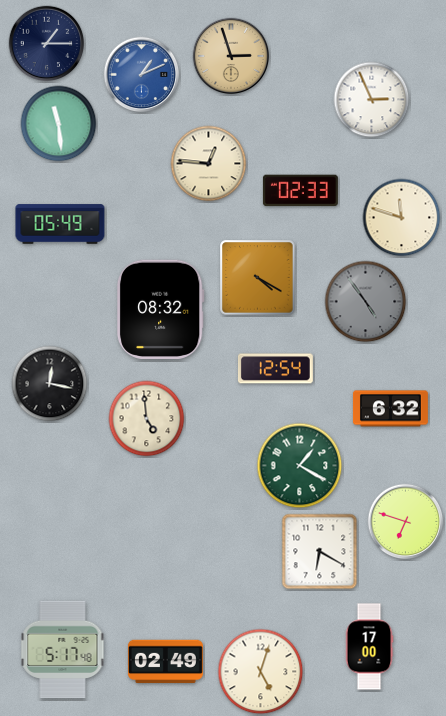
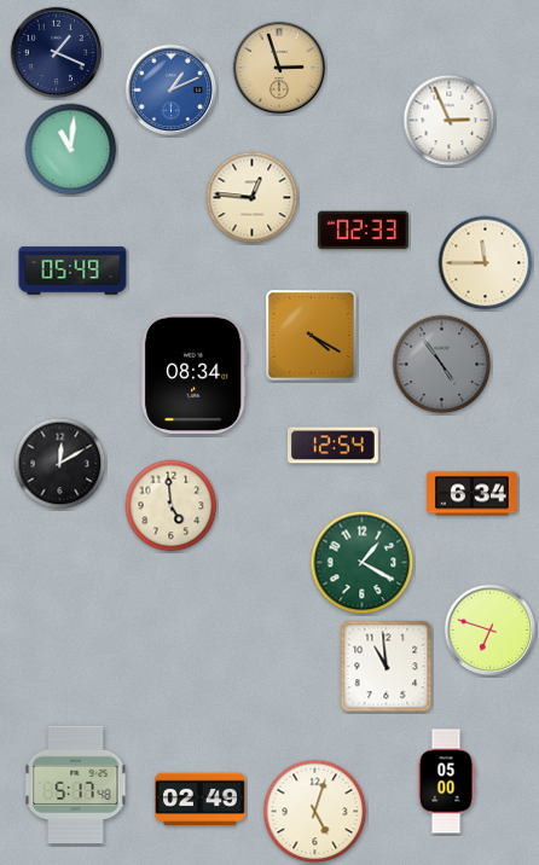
clock at (47, 44): 1:15 -> 1:19
clock at (59, 124): 11:29 -> 11:01
clock at (402, 218): 11:48 -> 11:45
clock at (160, 309): 08:32 -> 08:34
clock at (50, 384): 12:17 -> 12:10
clock at (390, 409): 6:32 -> 6:34
clock at (147, 419) position: (147, 419) -> (172, 506)
clock at (320, 552): 6:20 -> 10:59
clock at (369, 647): 17:00 -> 05:00
